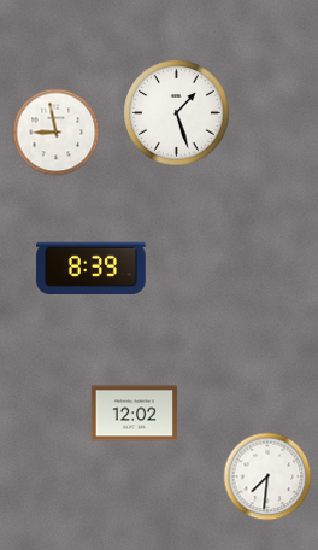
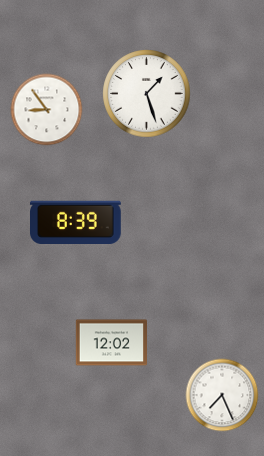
clock at (57, 133): 8:58 -> 8:54
clock at (267, 476): 7:31 -> 7:26
